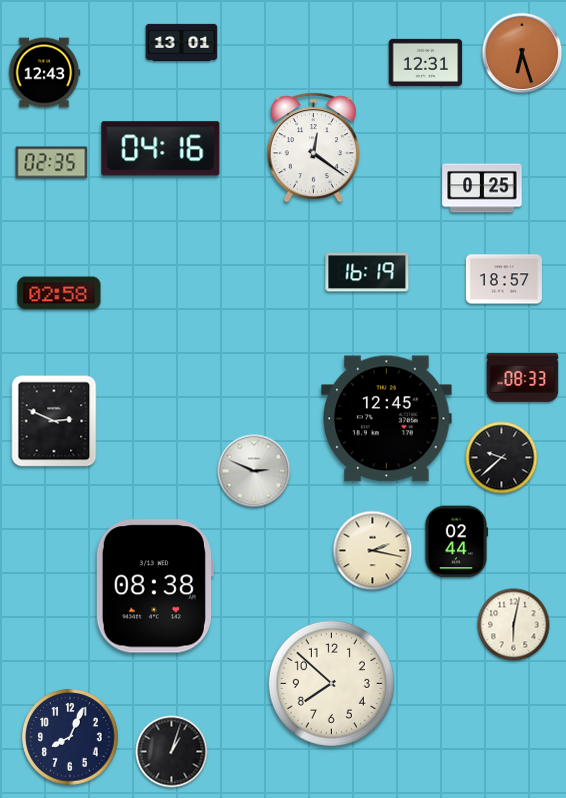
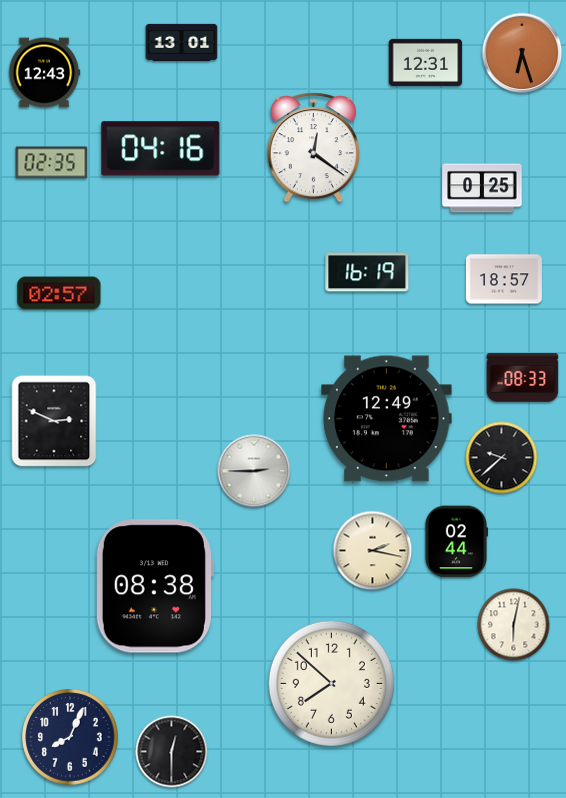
clock at (59, 293): 02:58 -> 02:57
clock at (387, 419): 12:45 -> 12:49
clock at (254, 471): 2:49 -> 2:45
clock at (172, 752): 1:03 -> 12:30
